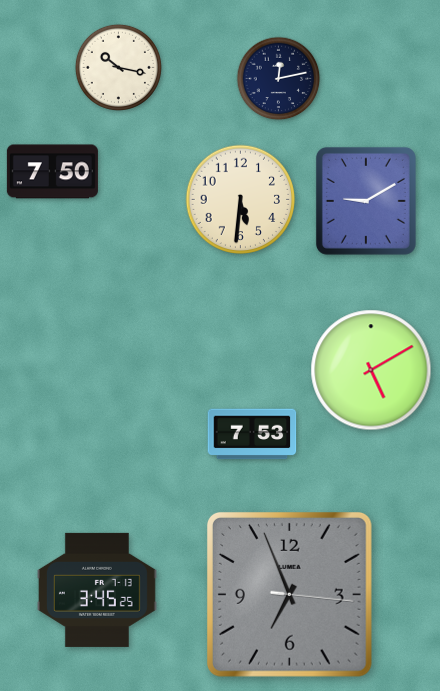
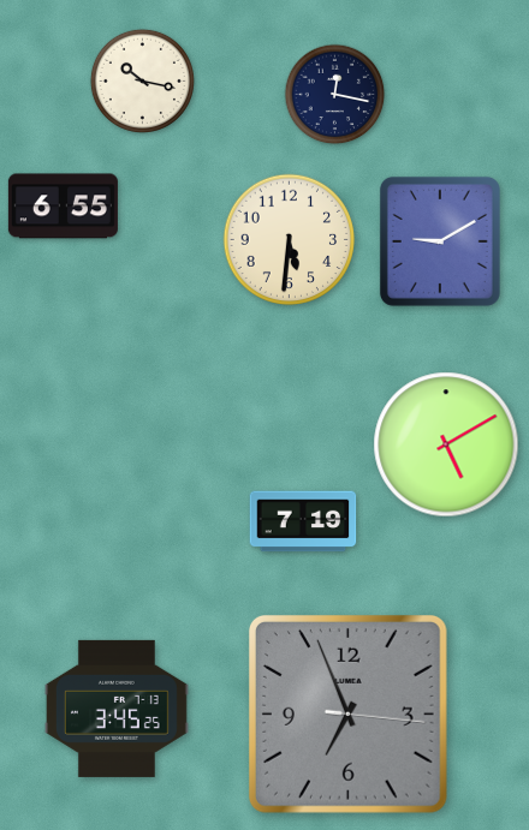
clock at (279, 79): 12:13 -> 12:17
clock at (52, 172): 7:50 -> 6:55
clock at (252, 434): 7:53 -> 7:19
